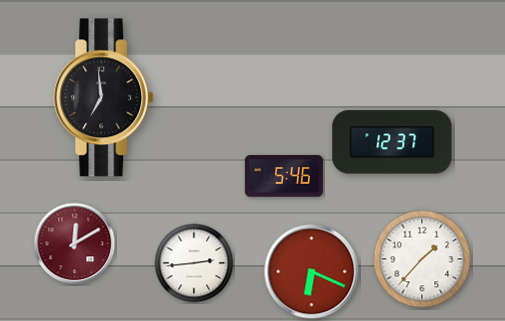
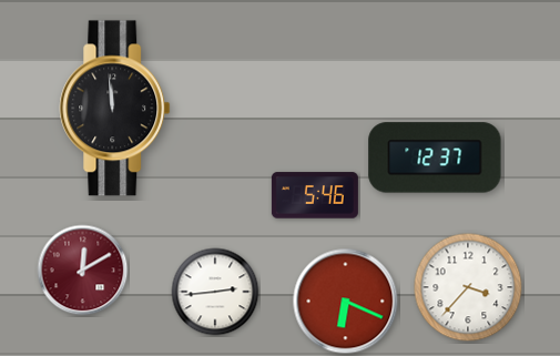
clock at (104, 98): 6:59 -> 11:59
clock at (422, 259): 1:37 -> 3:37
